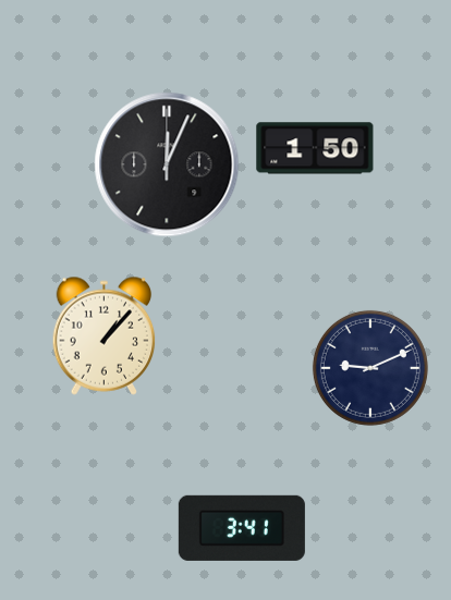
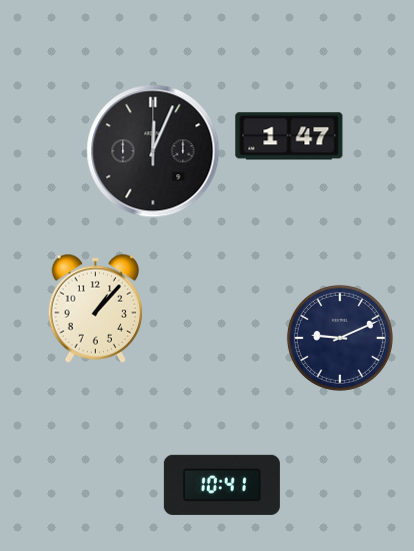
clock at (315, 148): 1:50 -> 1:47
clock at (242, 528): 3:41 -> 10:41
